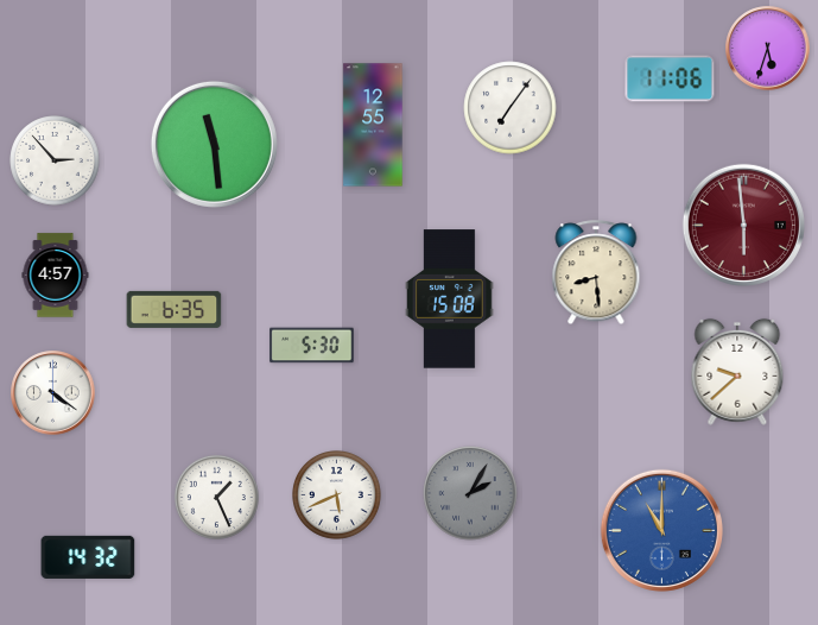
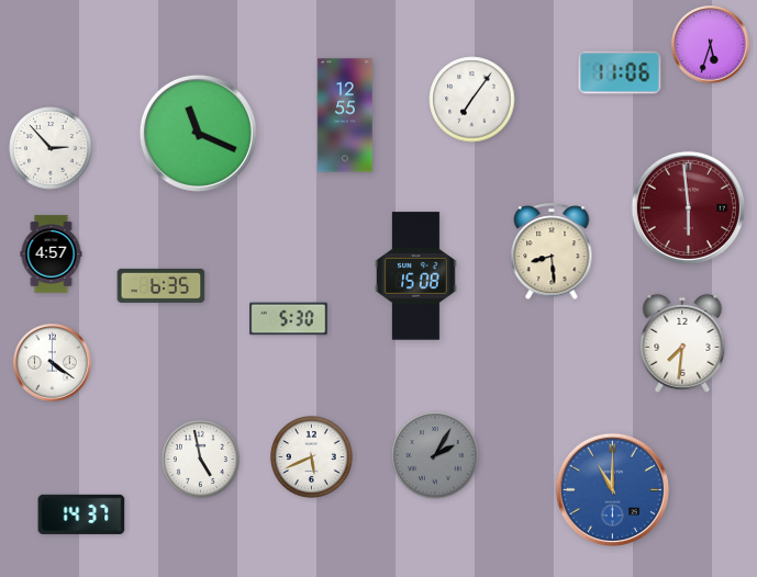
clock at (214, 144): 11:29 -> 11:19
clock at (737, 372): 9:38 -> 7:31
clock at (53, 393) position: (53, 393) -> (53, 363)
clock at (216, 497): 1:26 -> 4:58
clock at (88, 557): 14:32 -> 14:37
